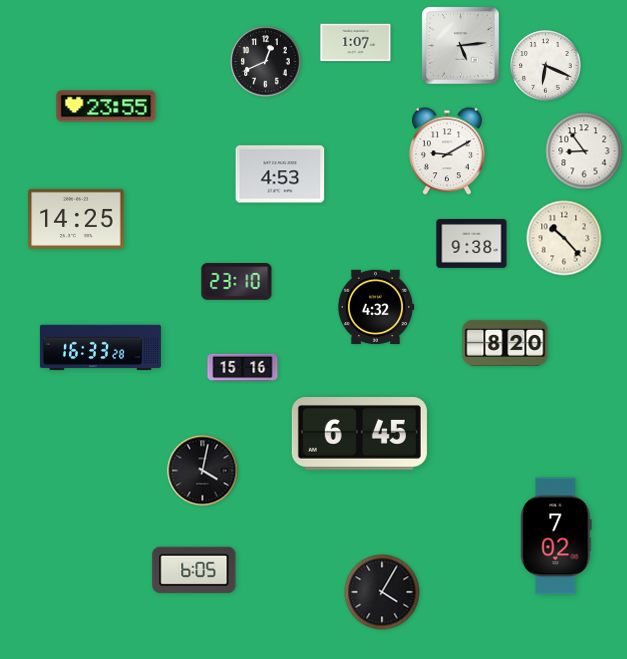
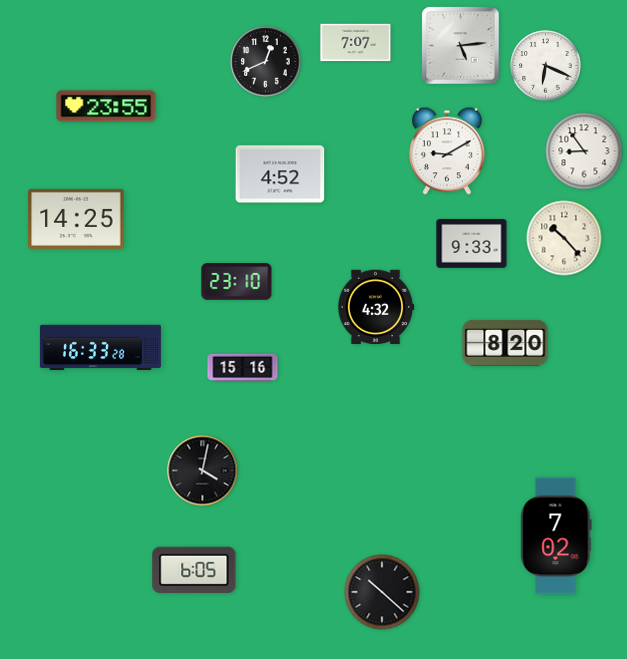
clock at (356, 43): 1:07 -> 7:07
clock at (280, 174): 4:53 -> 4:52
clock at (472, 244): 9:38 -> 9:33
clock at (359, 434): 6:45 -> none
clock at (382, 592): 4:05 -> 10:22
